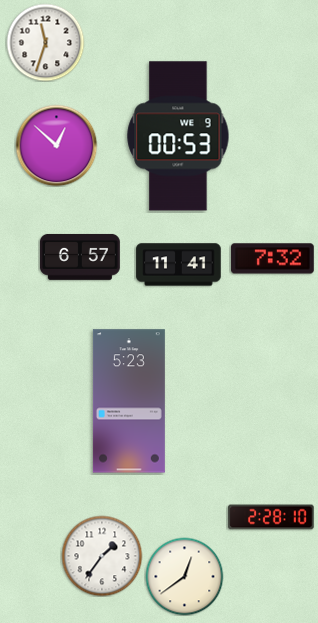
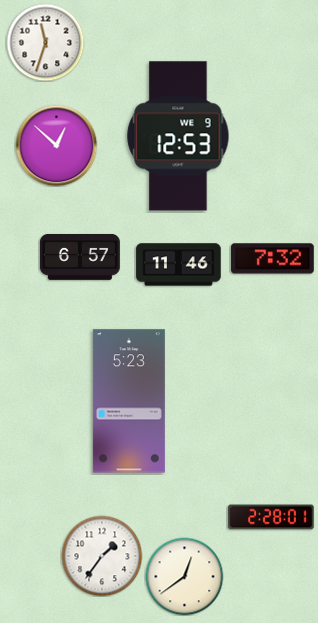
clock at (178, 136): 00:53 -> 12:53
clock at (179, 265): 11:41 -> 11:46
clock at (271, 517): 2:28:10 -> 2:28:01
